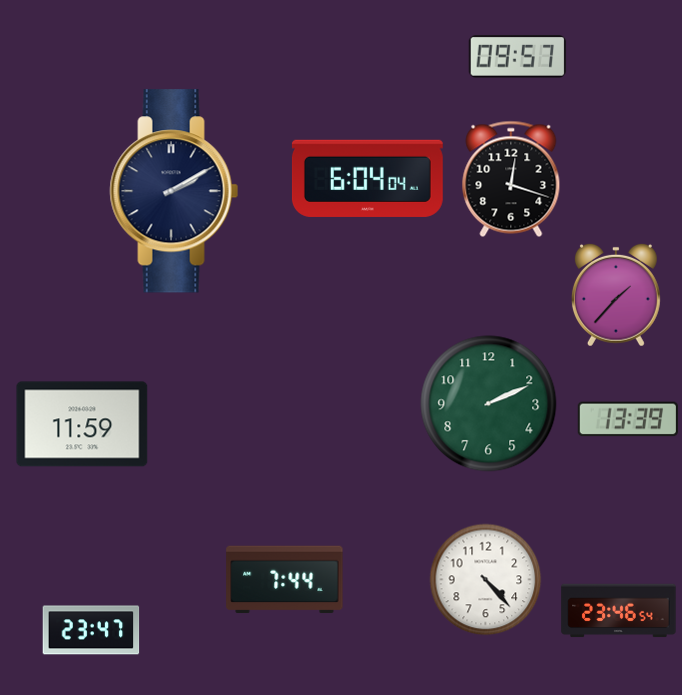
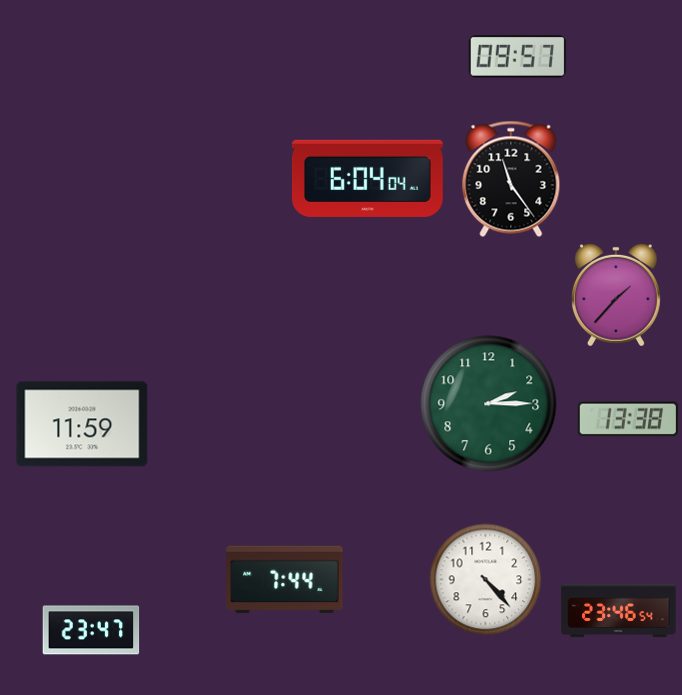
clock at (511, 179): 12:18 -> 11:24
clock at (174, 191): 2:10 -> none
clock at (489, 404): 2:11 -> 2:15
clock at (628, 419): 13:39 -> 13:38
